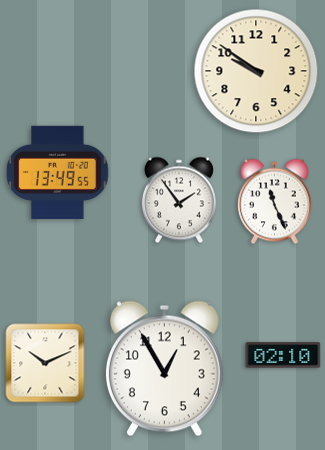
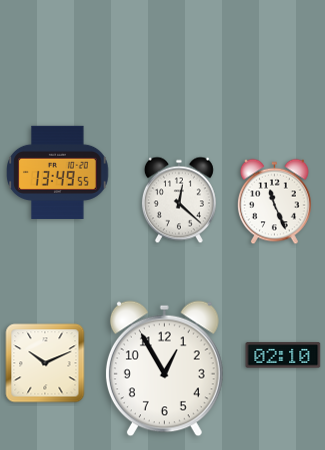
clock at (256, 71): 9:51 -> none
clock at (179, 200): 1:54 -> 12:22
